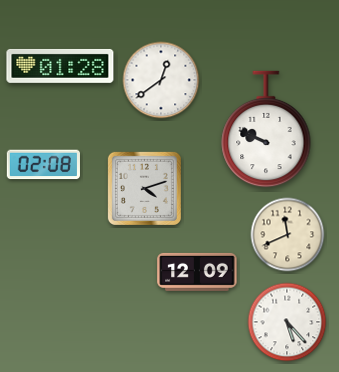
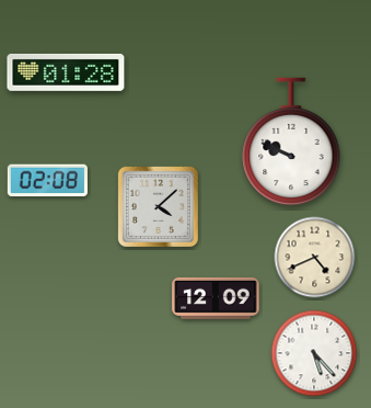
clock at (161, 80): 12:39 -> none
clock at (144, 188): 4:12 -> 4:08
clock at (288, 235): 11:41 -> 4:41
